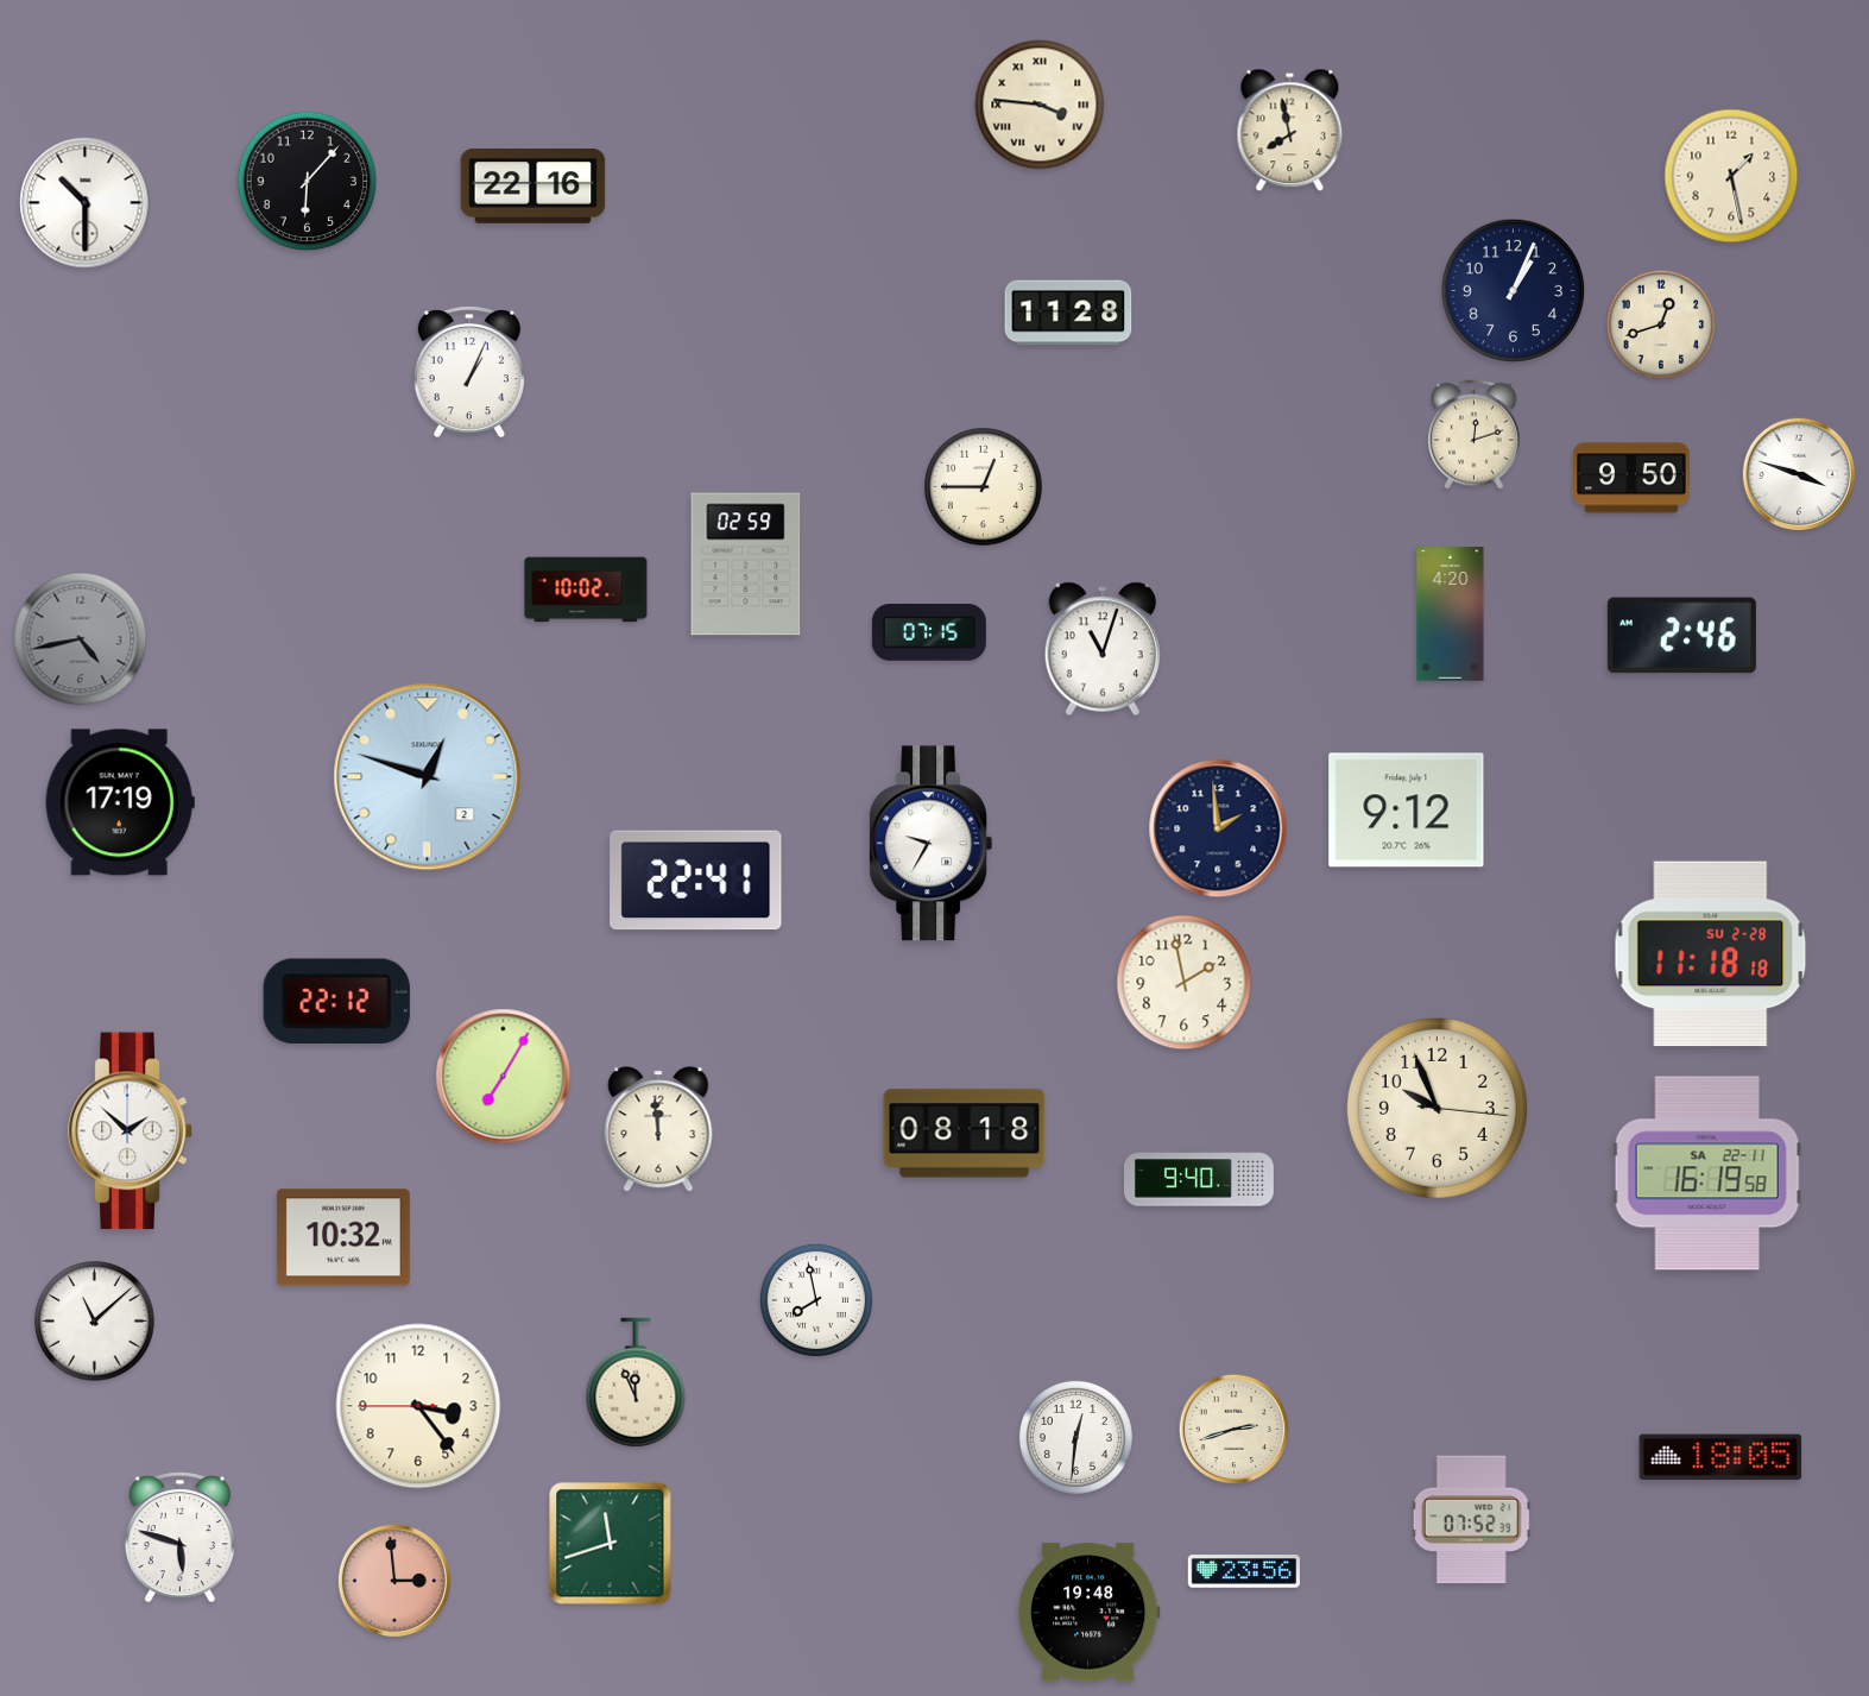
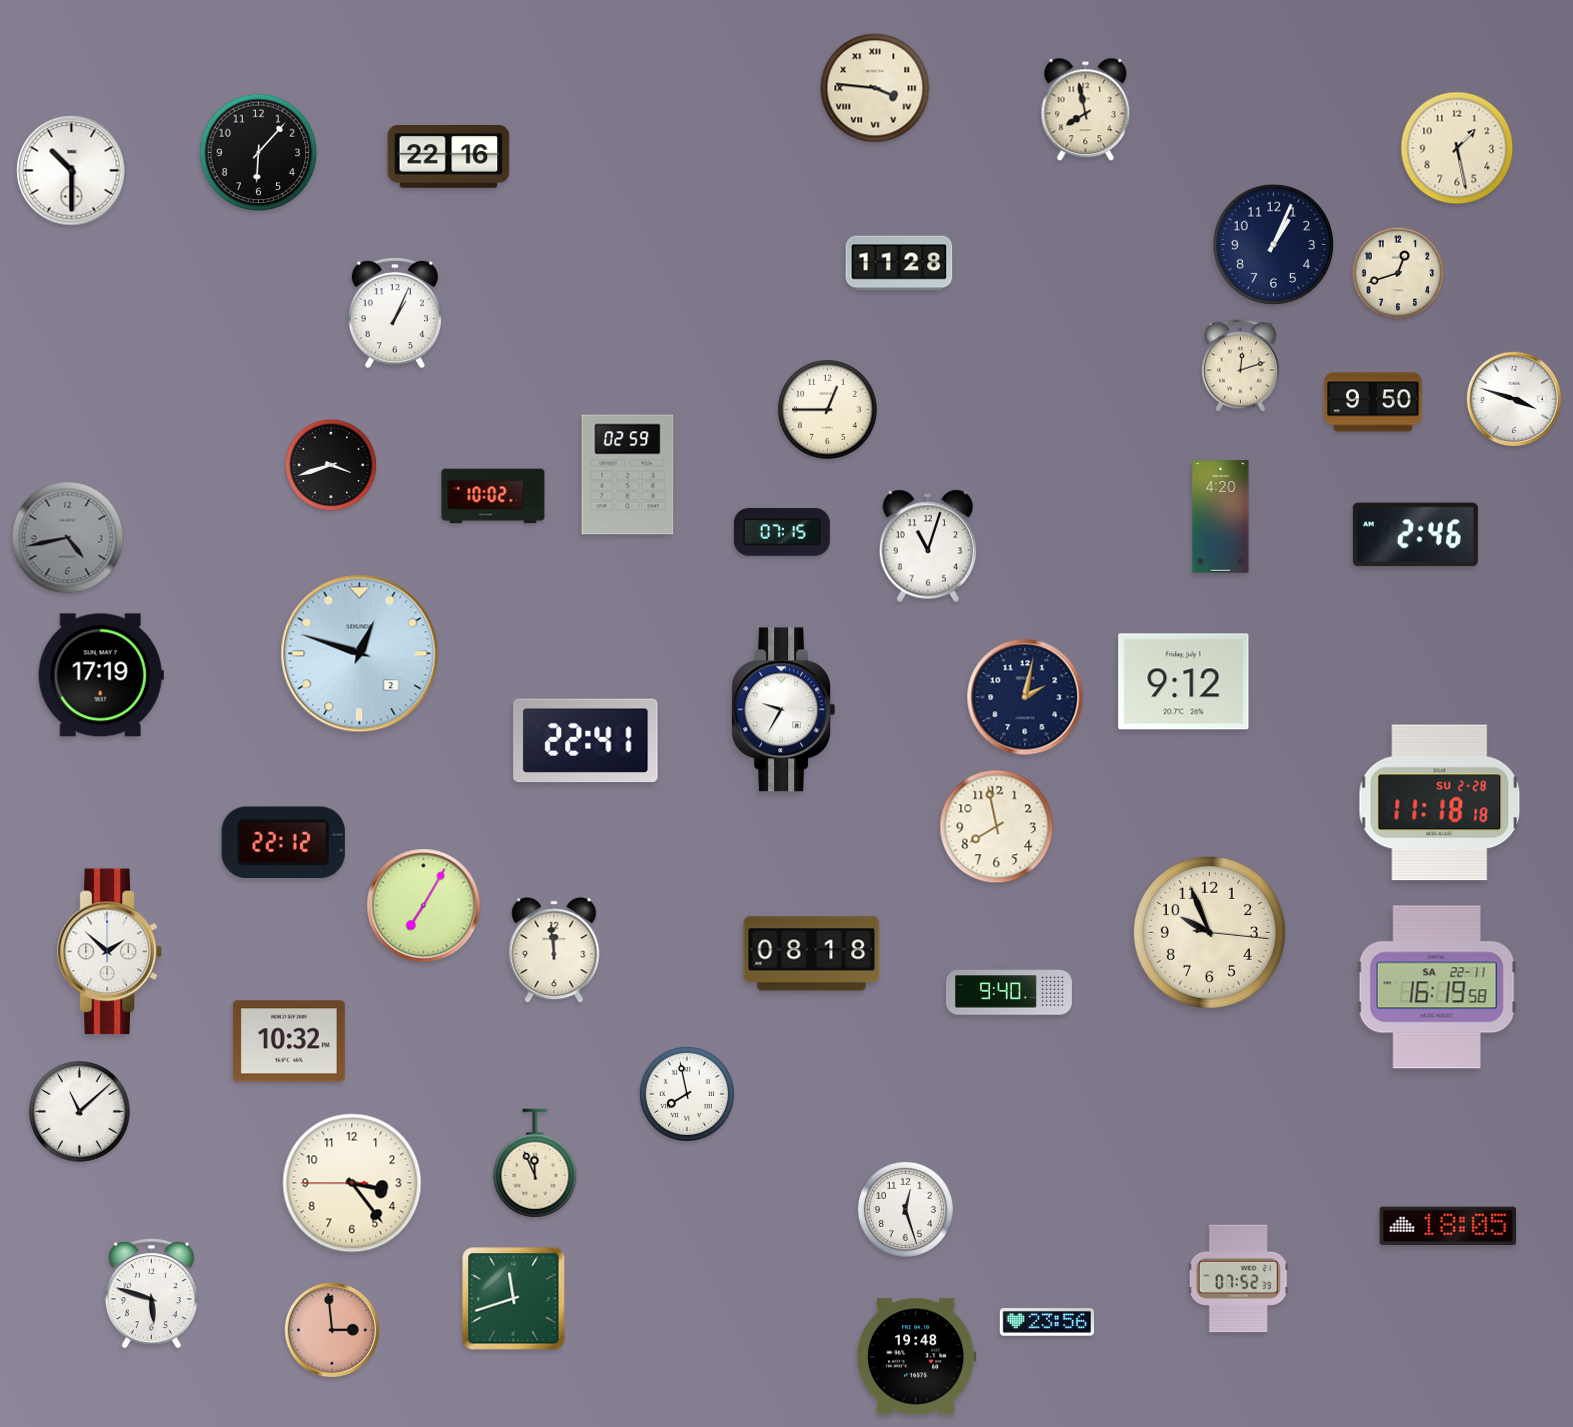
clock at (331, 465): none -> 3:42
clock at (1218, 828): 1:59 -> 2:02
clock at (1185, 983): 1:58 -> 7:58
clock at (1235, 1430): 2:42 -> none
clock at (1075, 1437): 12:31 -> 12:27
